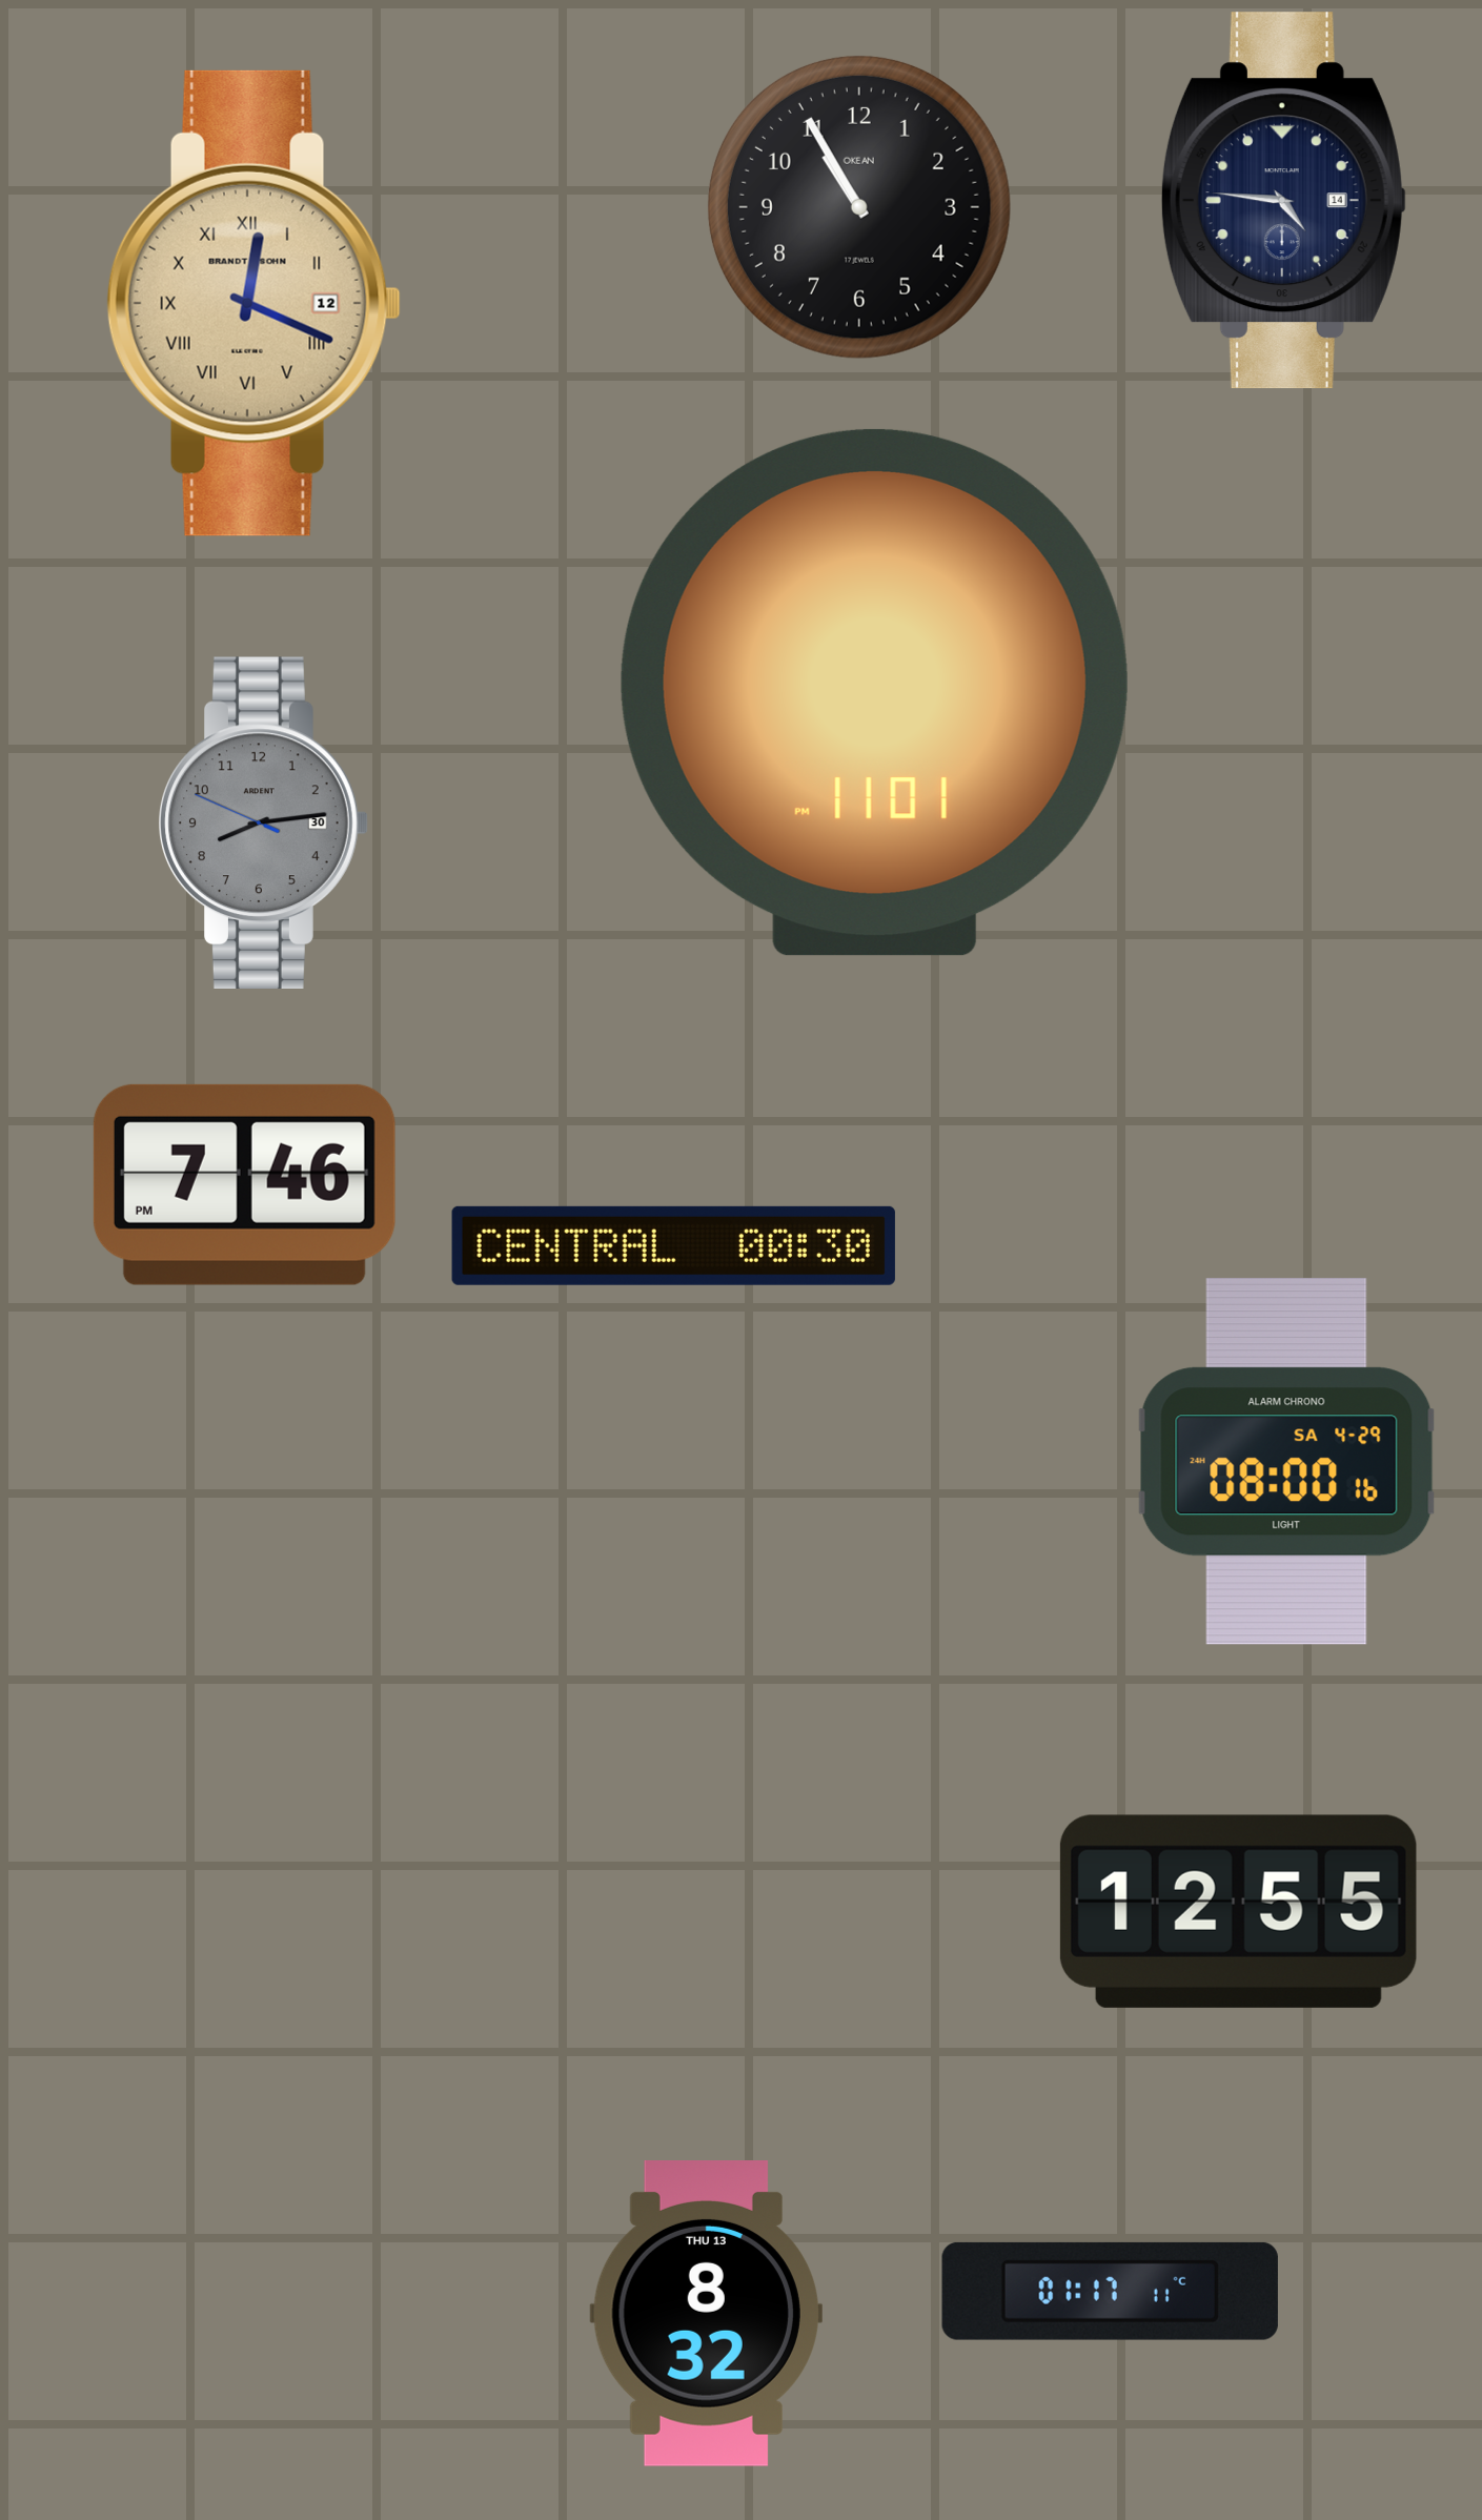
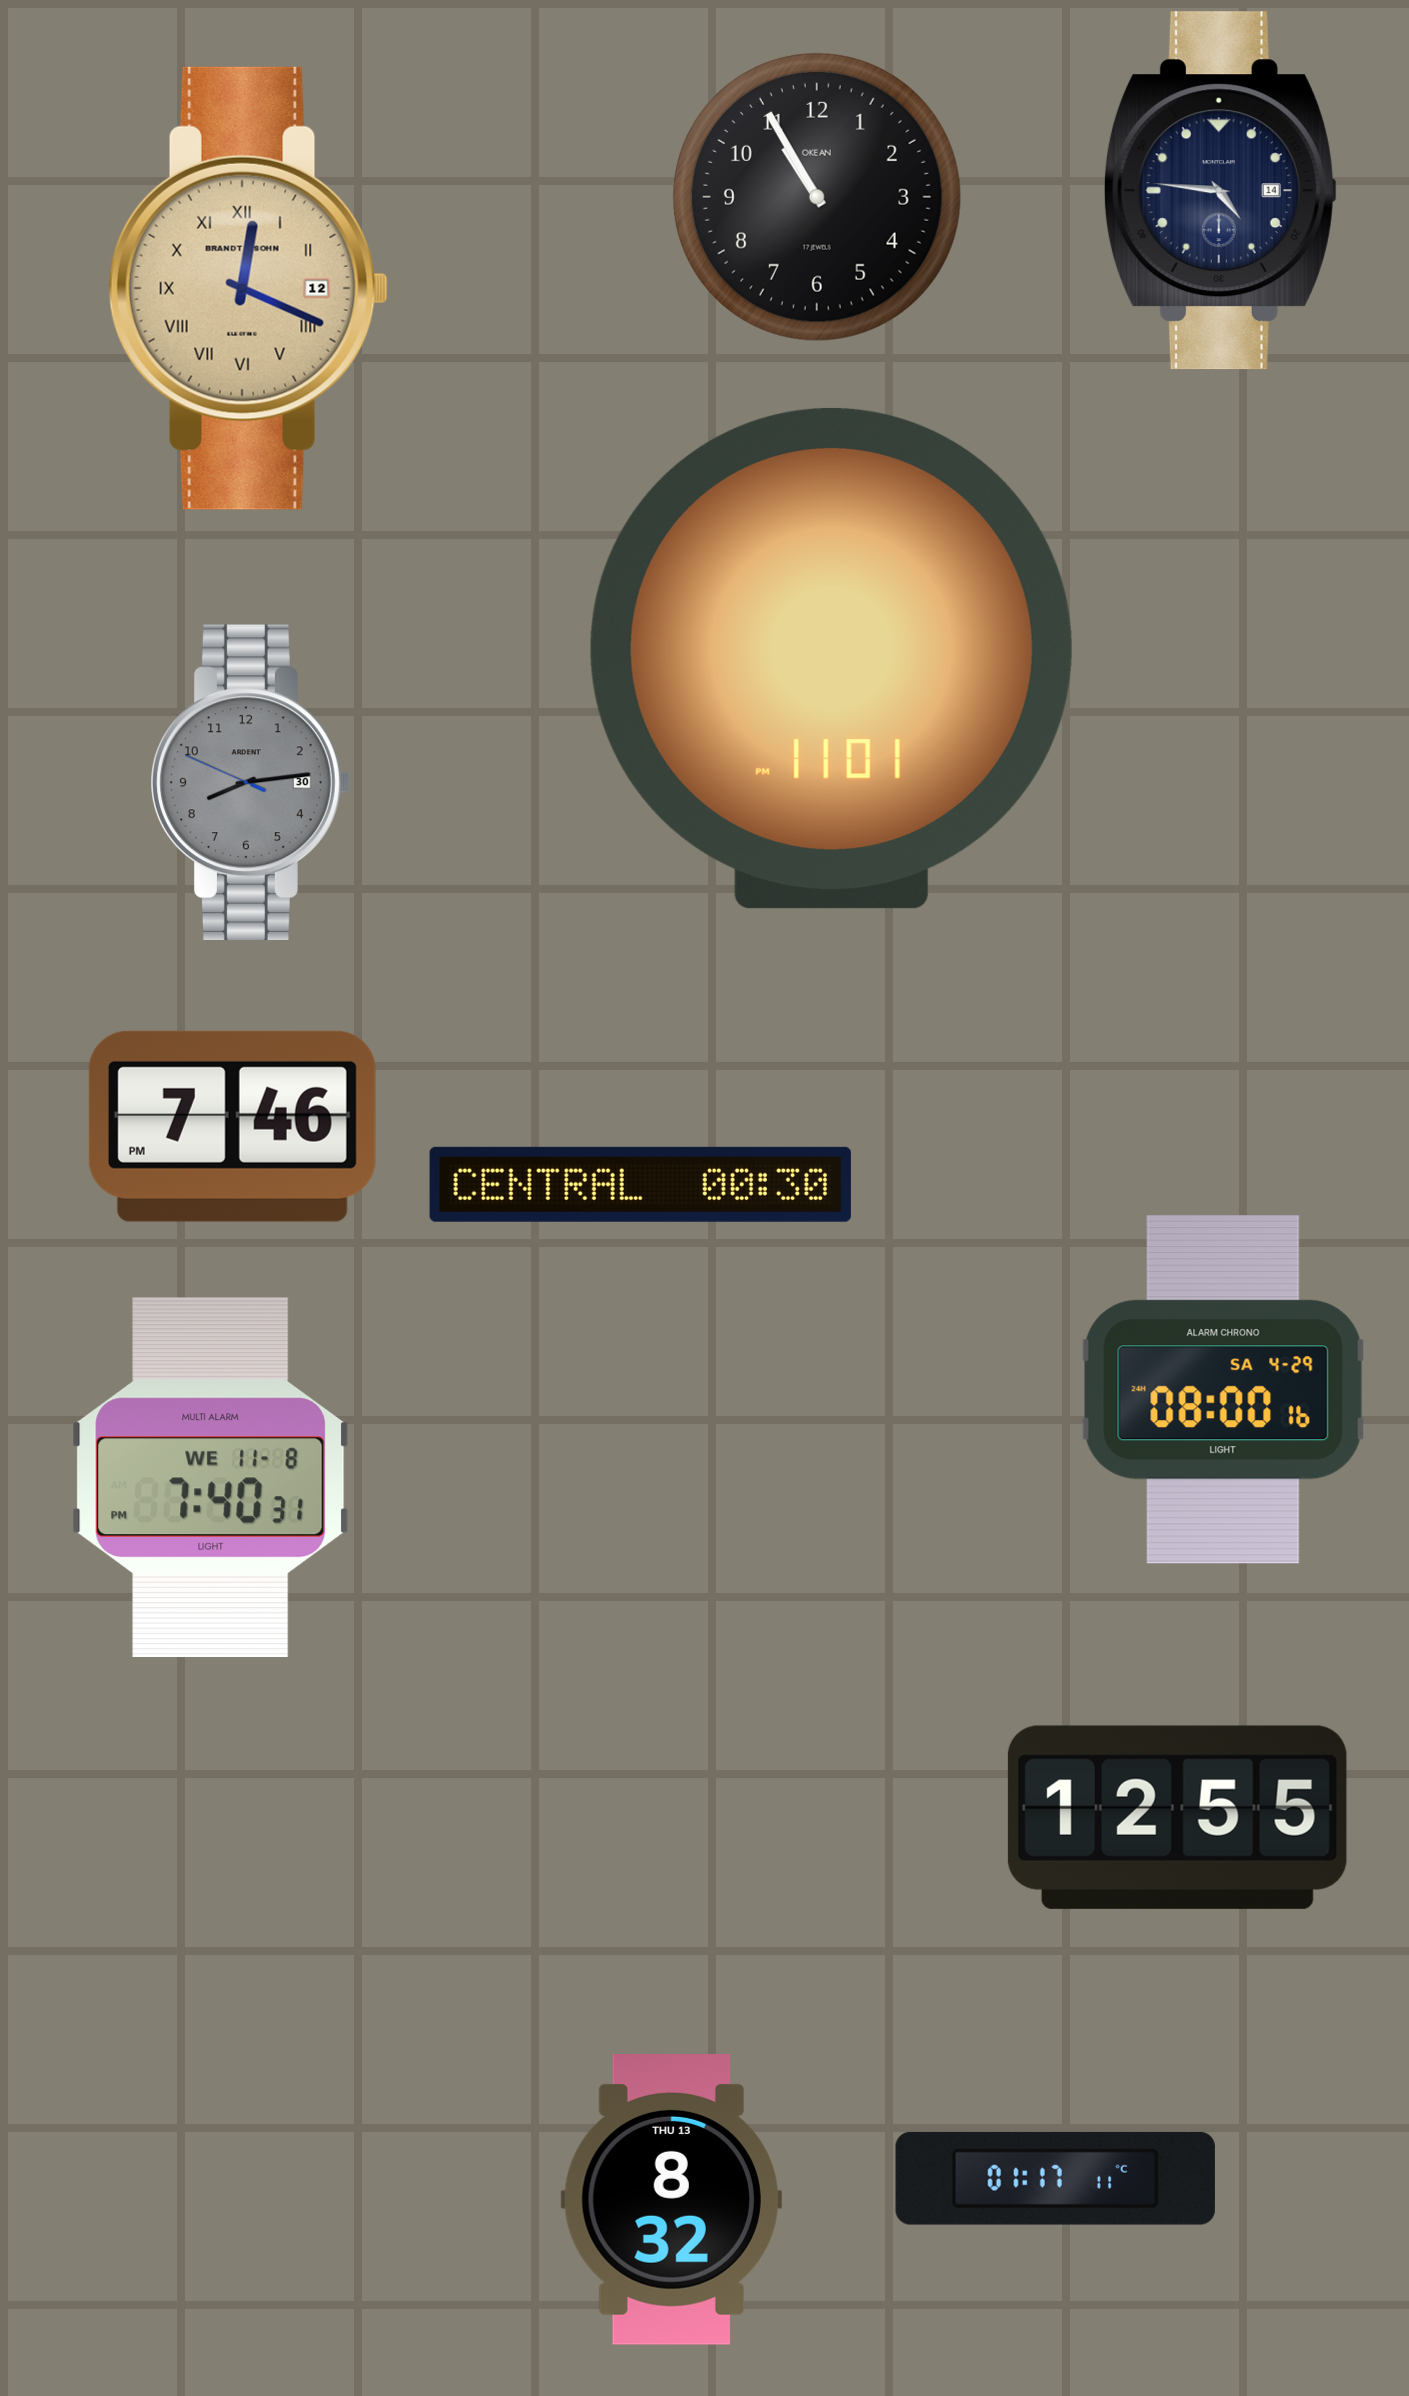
clock at (253, 303) position: (253, 303) -> (248, 288)
clock at (211, 1478): none -> 7:40
